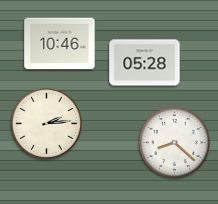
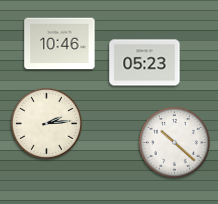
clock at (145, 63): 05:28 -> 05:23
clock at (175, 143): 8:22 -> 10:22
